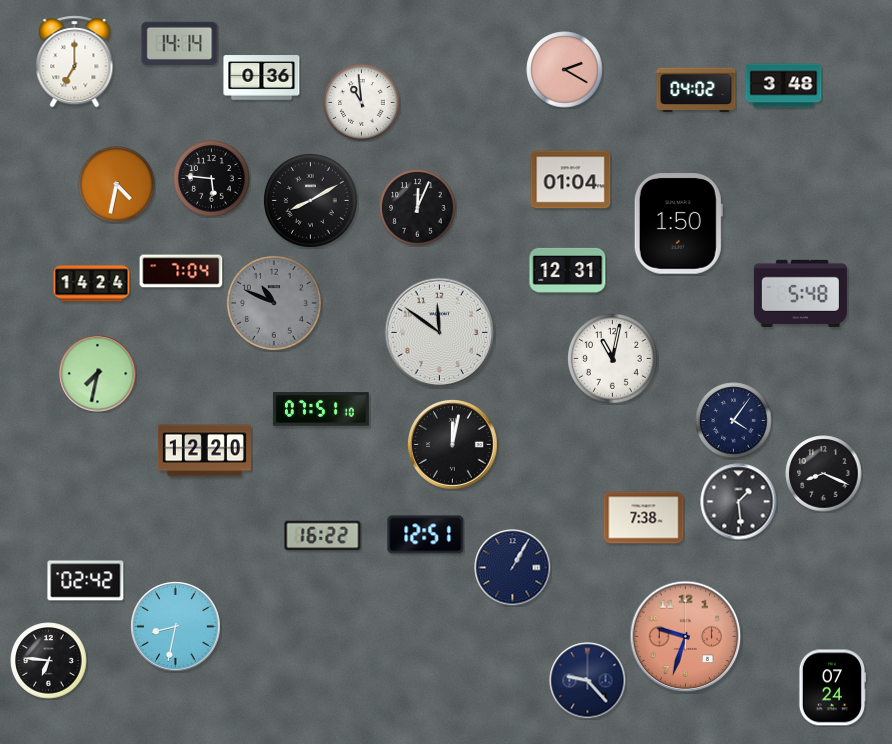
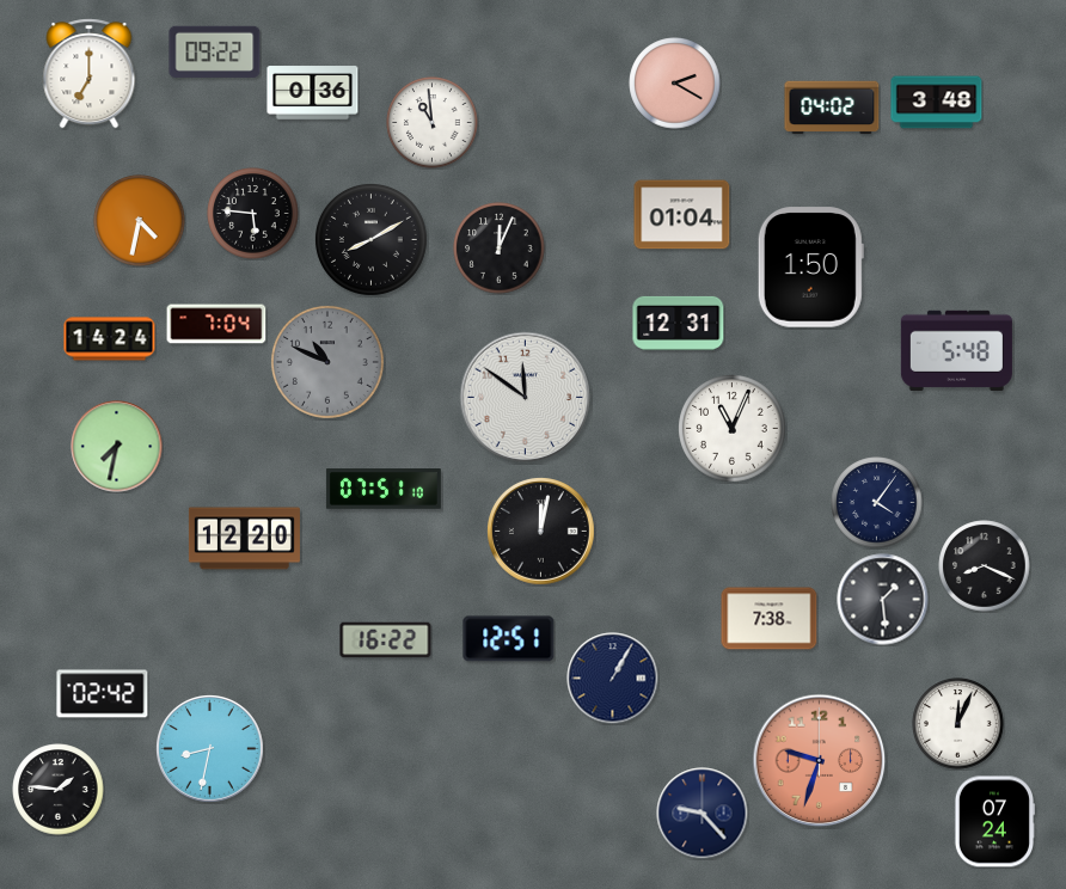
clock at (180, 43): 14:14 -> 09:22
clock at (613, 359): 11:02 -> 11:04
clock at (958, 724): none -> 12:04
clock at (49, 661): 6:46 -> 1:46
